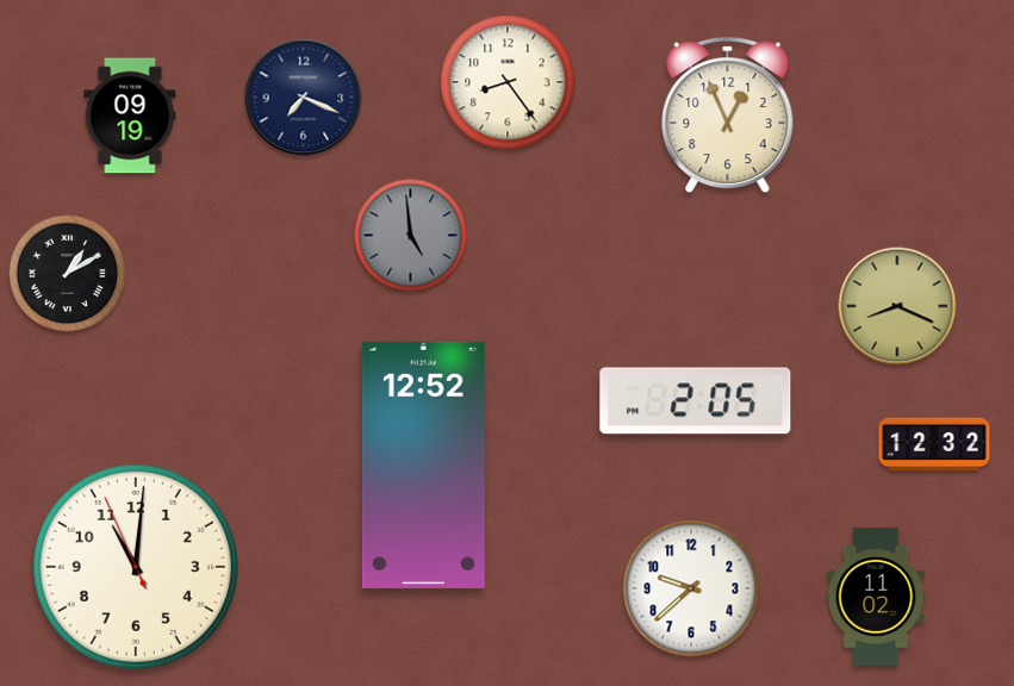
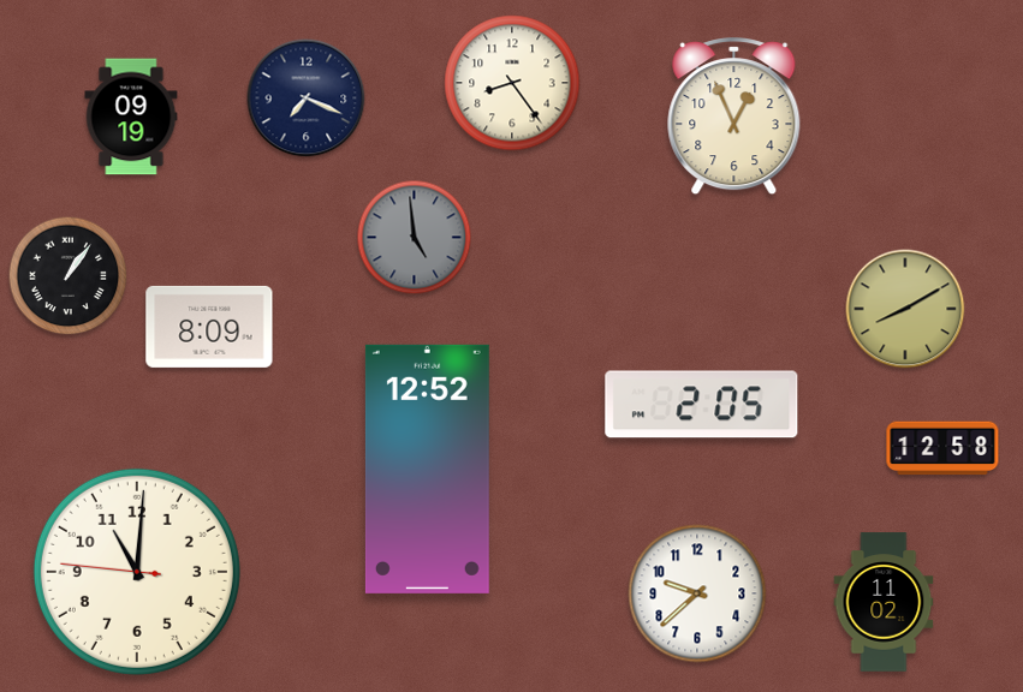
clock at (68, 274): 1:10 -> 1:06
clock at (897, 306): 8:19 -> 8:10
clock at (209, 327): none -> 8:09
clock at (934, 444): 12:32 -> 12:58
clock at (136, 567): 11:00:56 -> 11:00:46
